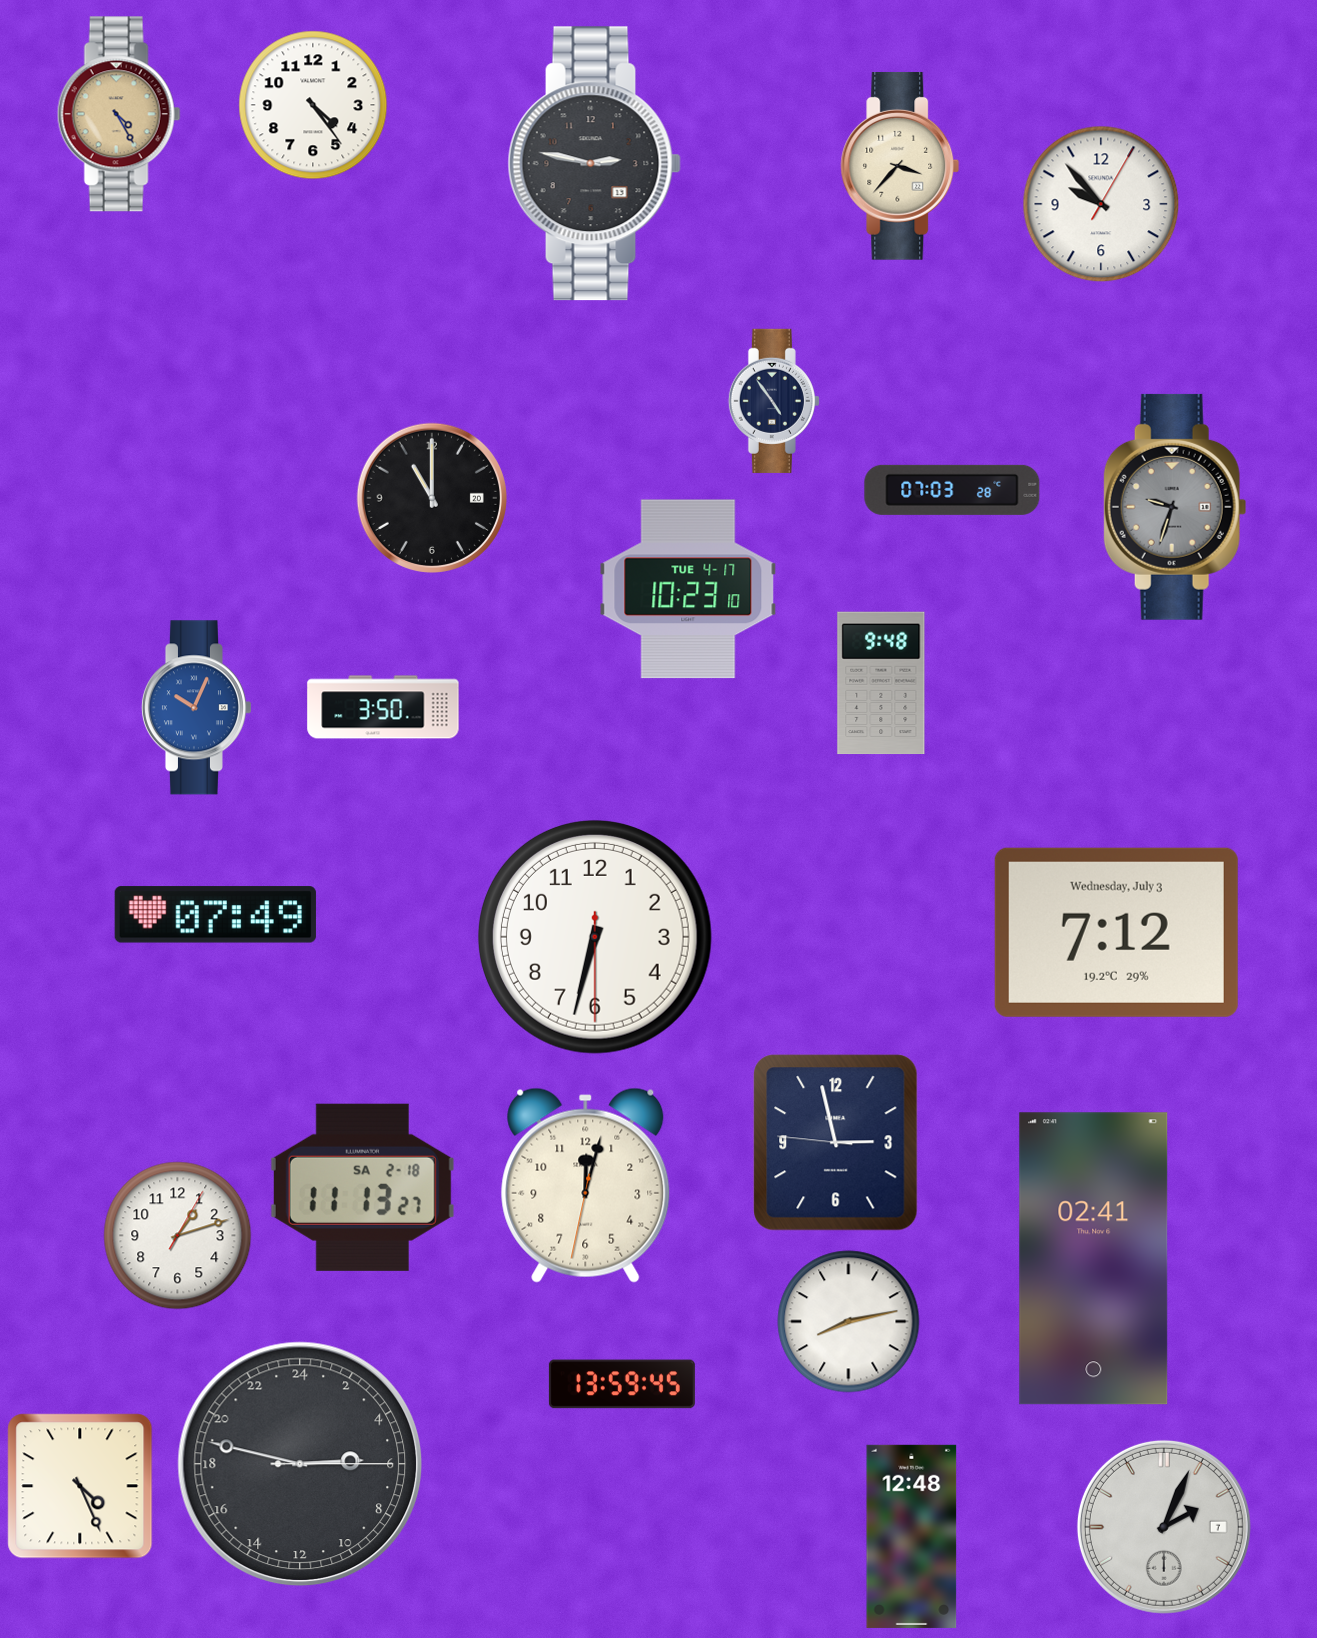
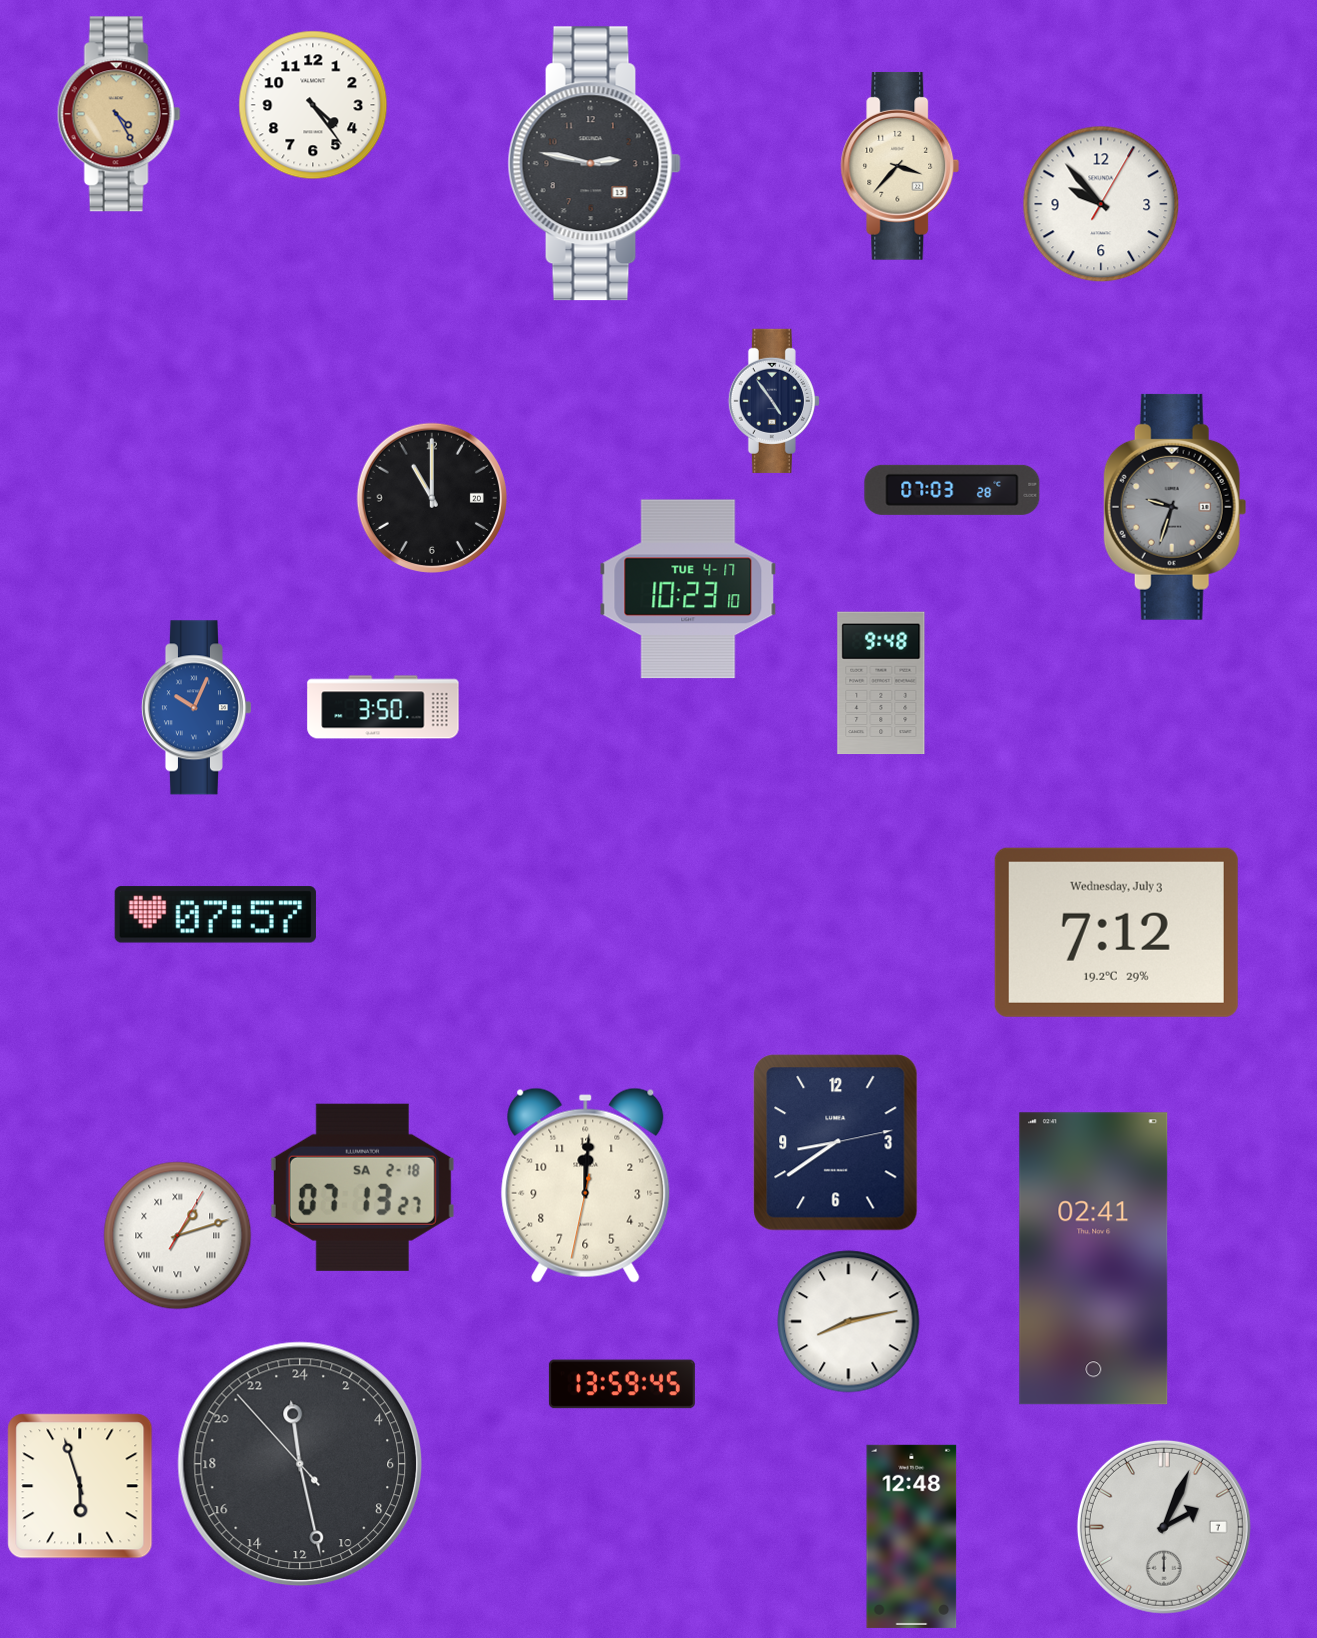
clock at (215, 915): 07:49 -> 07:57
clock at (595, 937): 6:32 -> none
clock at (836, 1143): 2:57 -> 8:39
clock at (586, 1185): 12:02 -> 12:00
clock at (362, 1187): 11:13 -> 07:13
clock at (178, 1236) numerals: Arabic -> Roman
clock at (300, 1464): 5:47 -> 23:27
clock at (80, 1486): 4:26 -> 5:57
